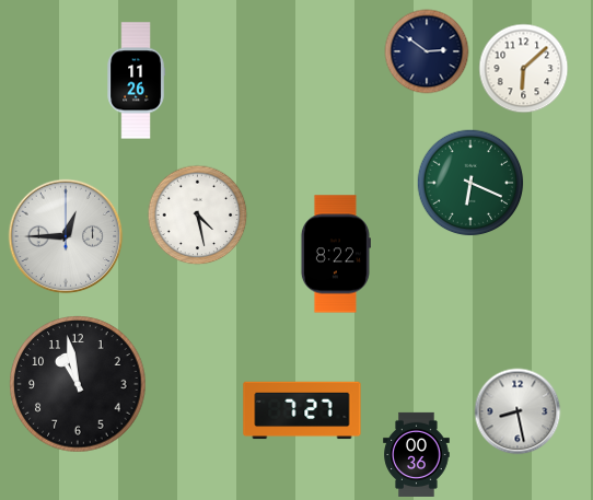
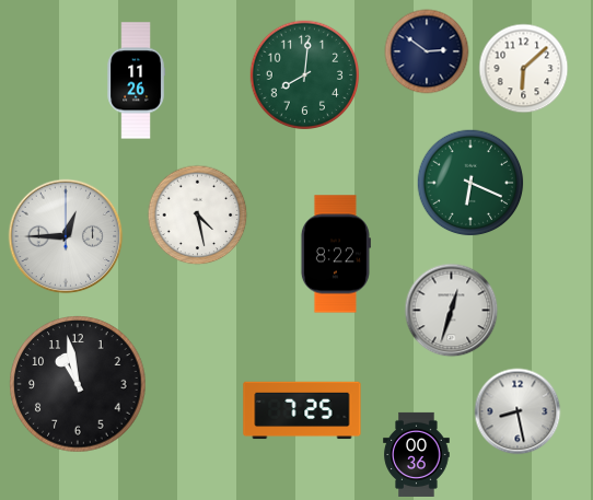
clock at (304, 74): none -> 8:01
clock at (452, 311): none -> 12:33
clock at (302, 410): 7:27 -> 7:25
